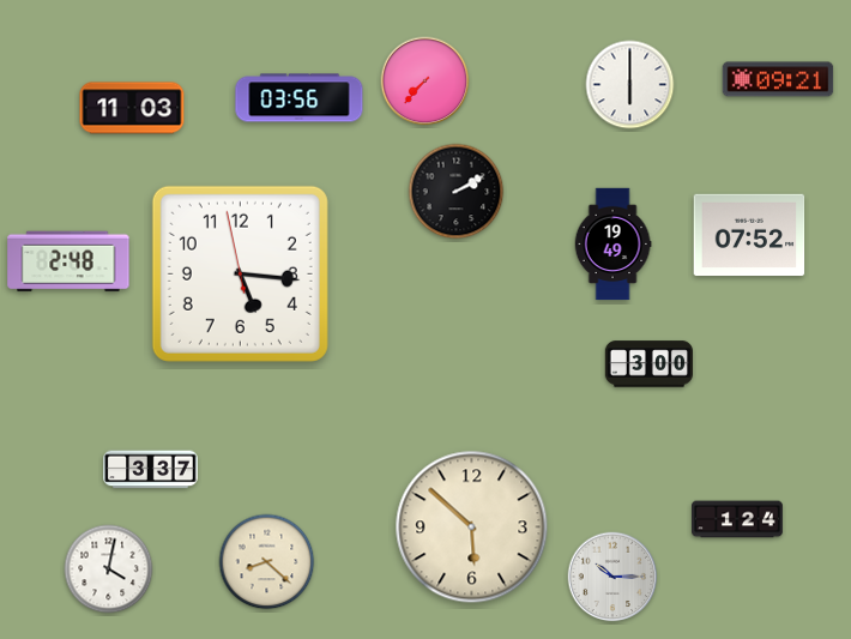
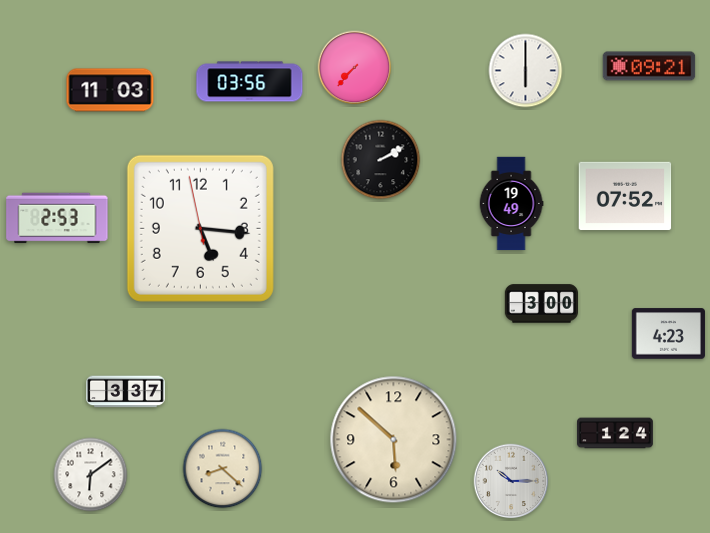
clock at (68, 261): 2:48 -> 2:53
clock at (668, 334): none -> 4:23
clock at (109, 569): 4:02 -> 6:09
